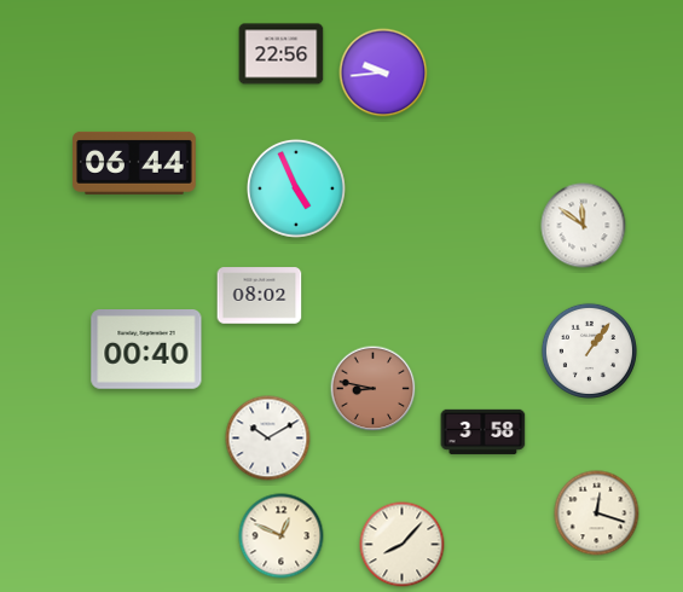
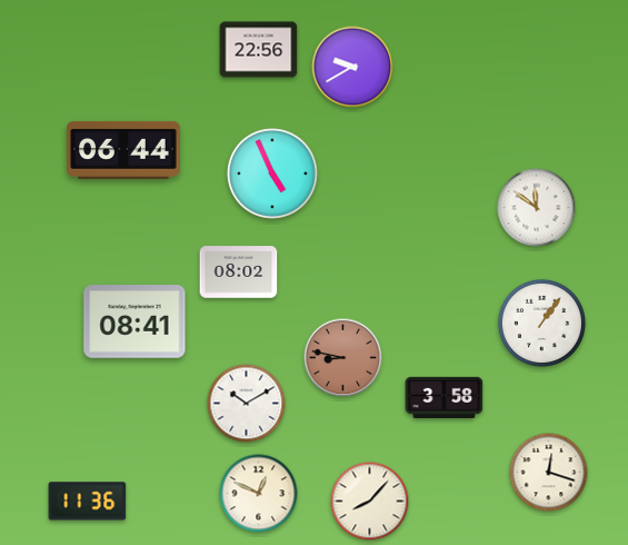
clock at (383, 72): 9:44 -> 9:40
clock at (146, 350): 00:40 -> 08:41
clock at (88, 502): none -> 11:36
